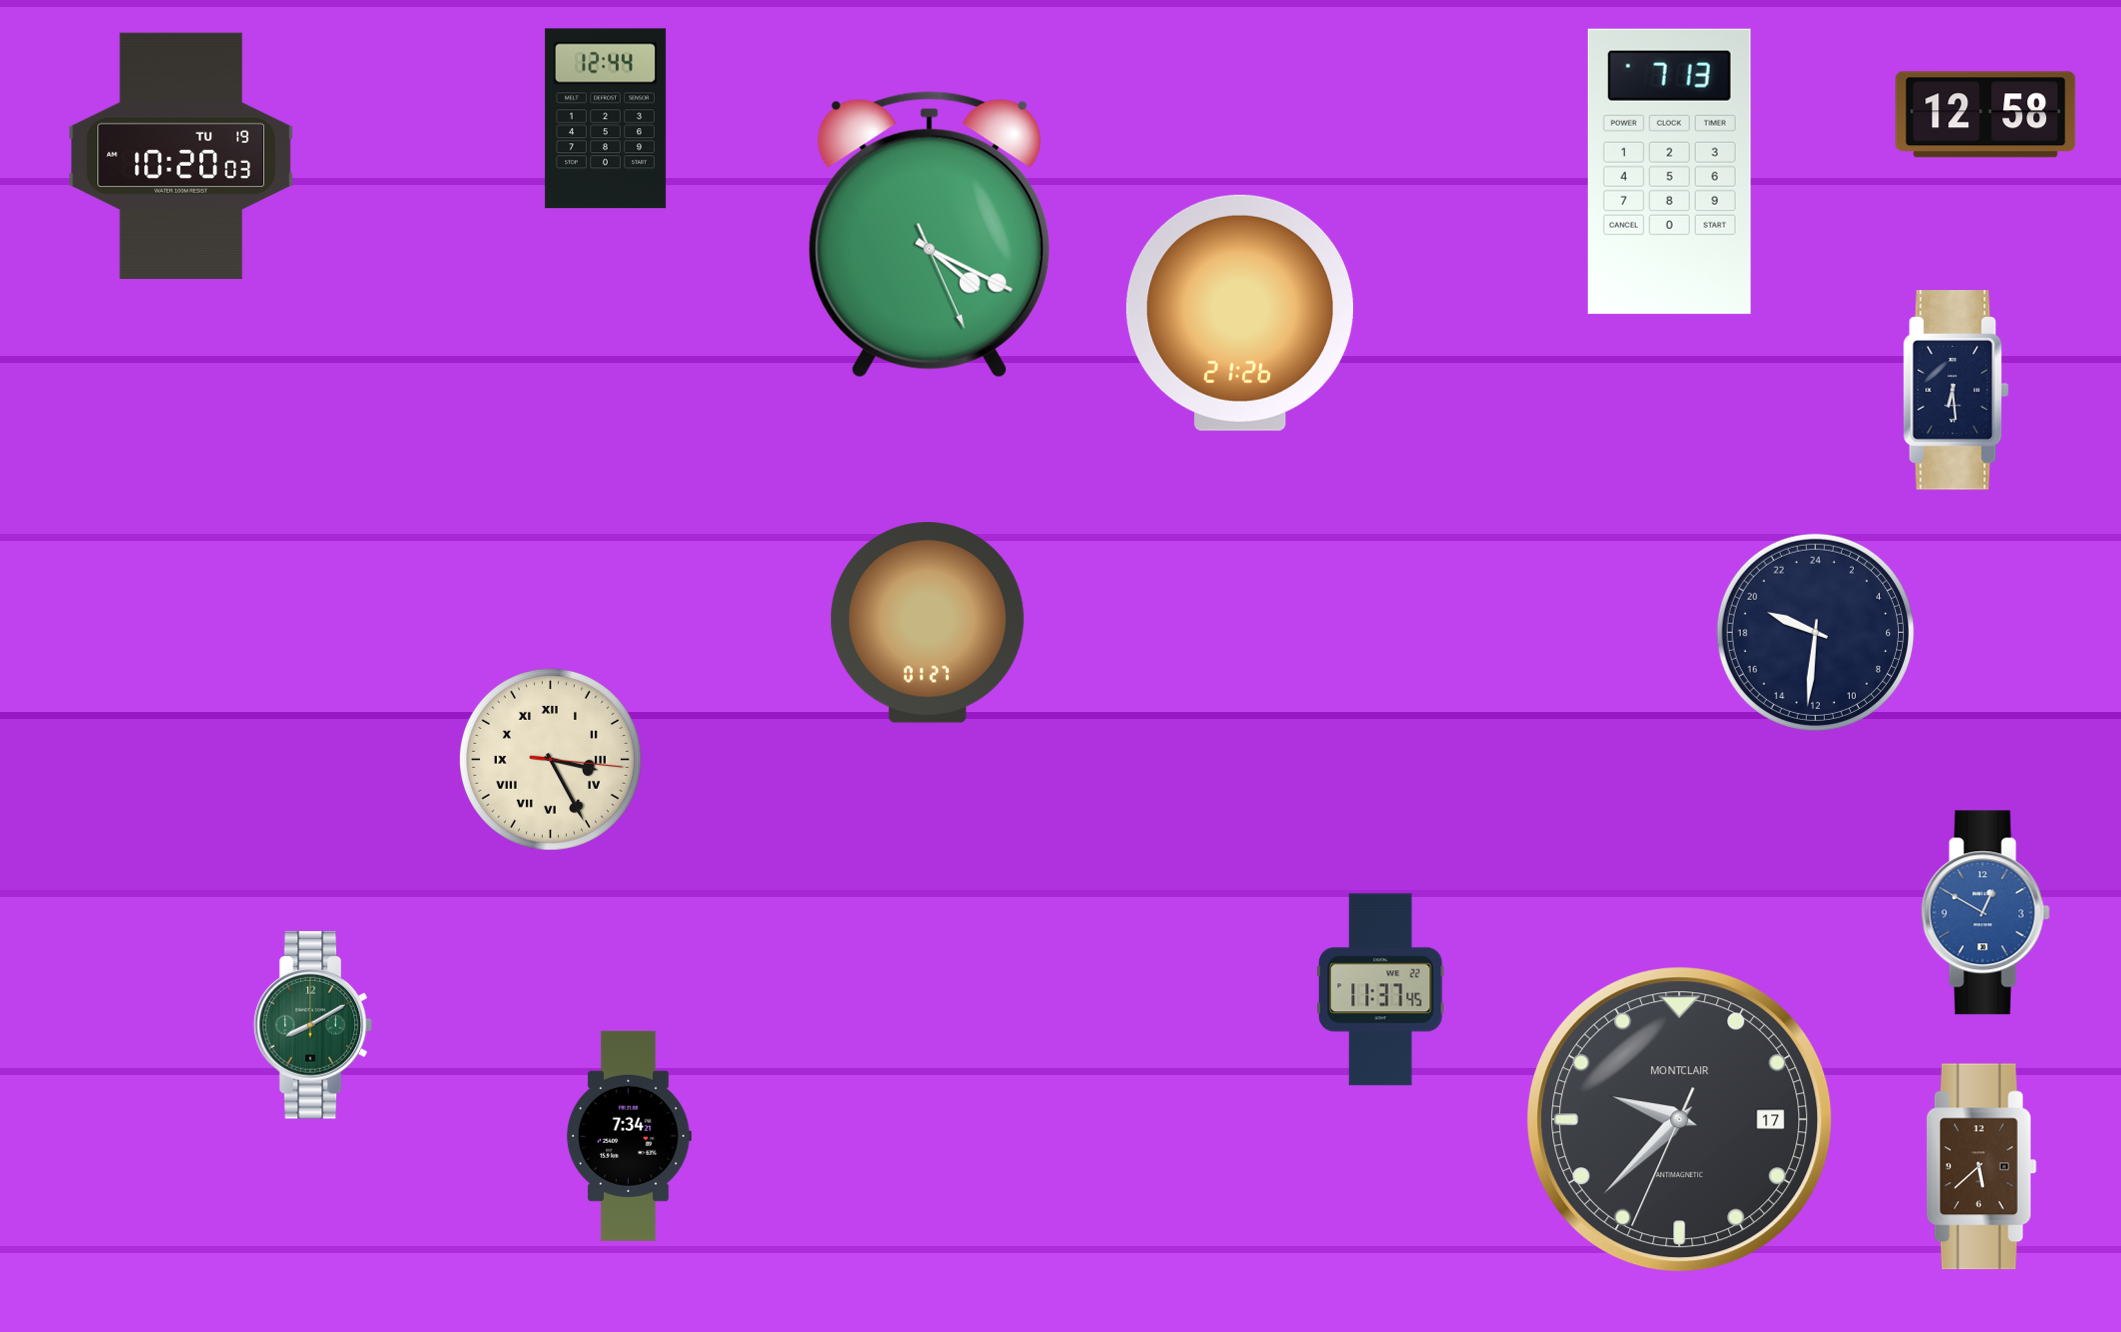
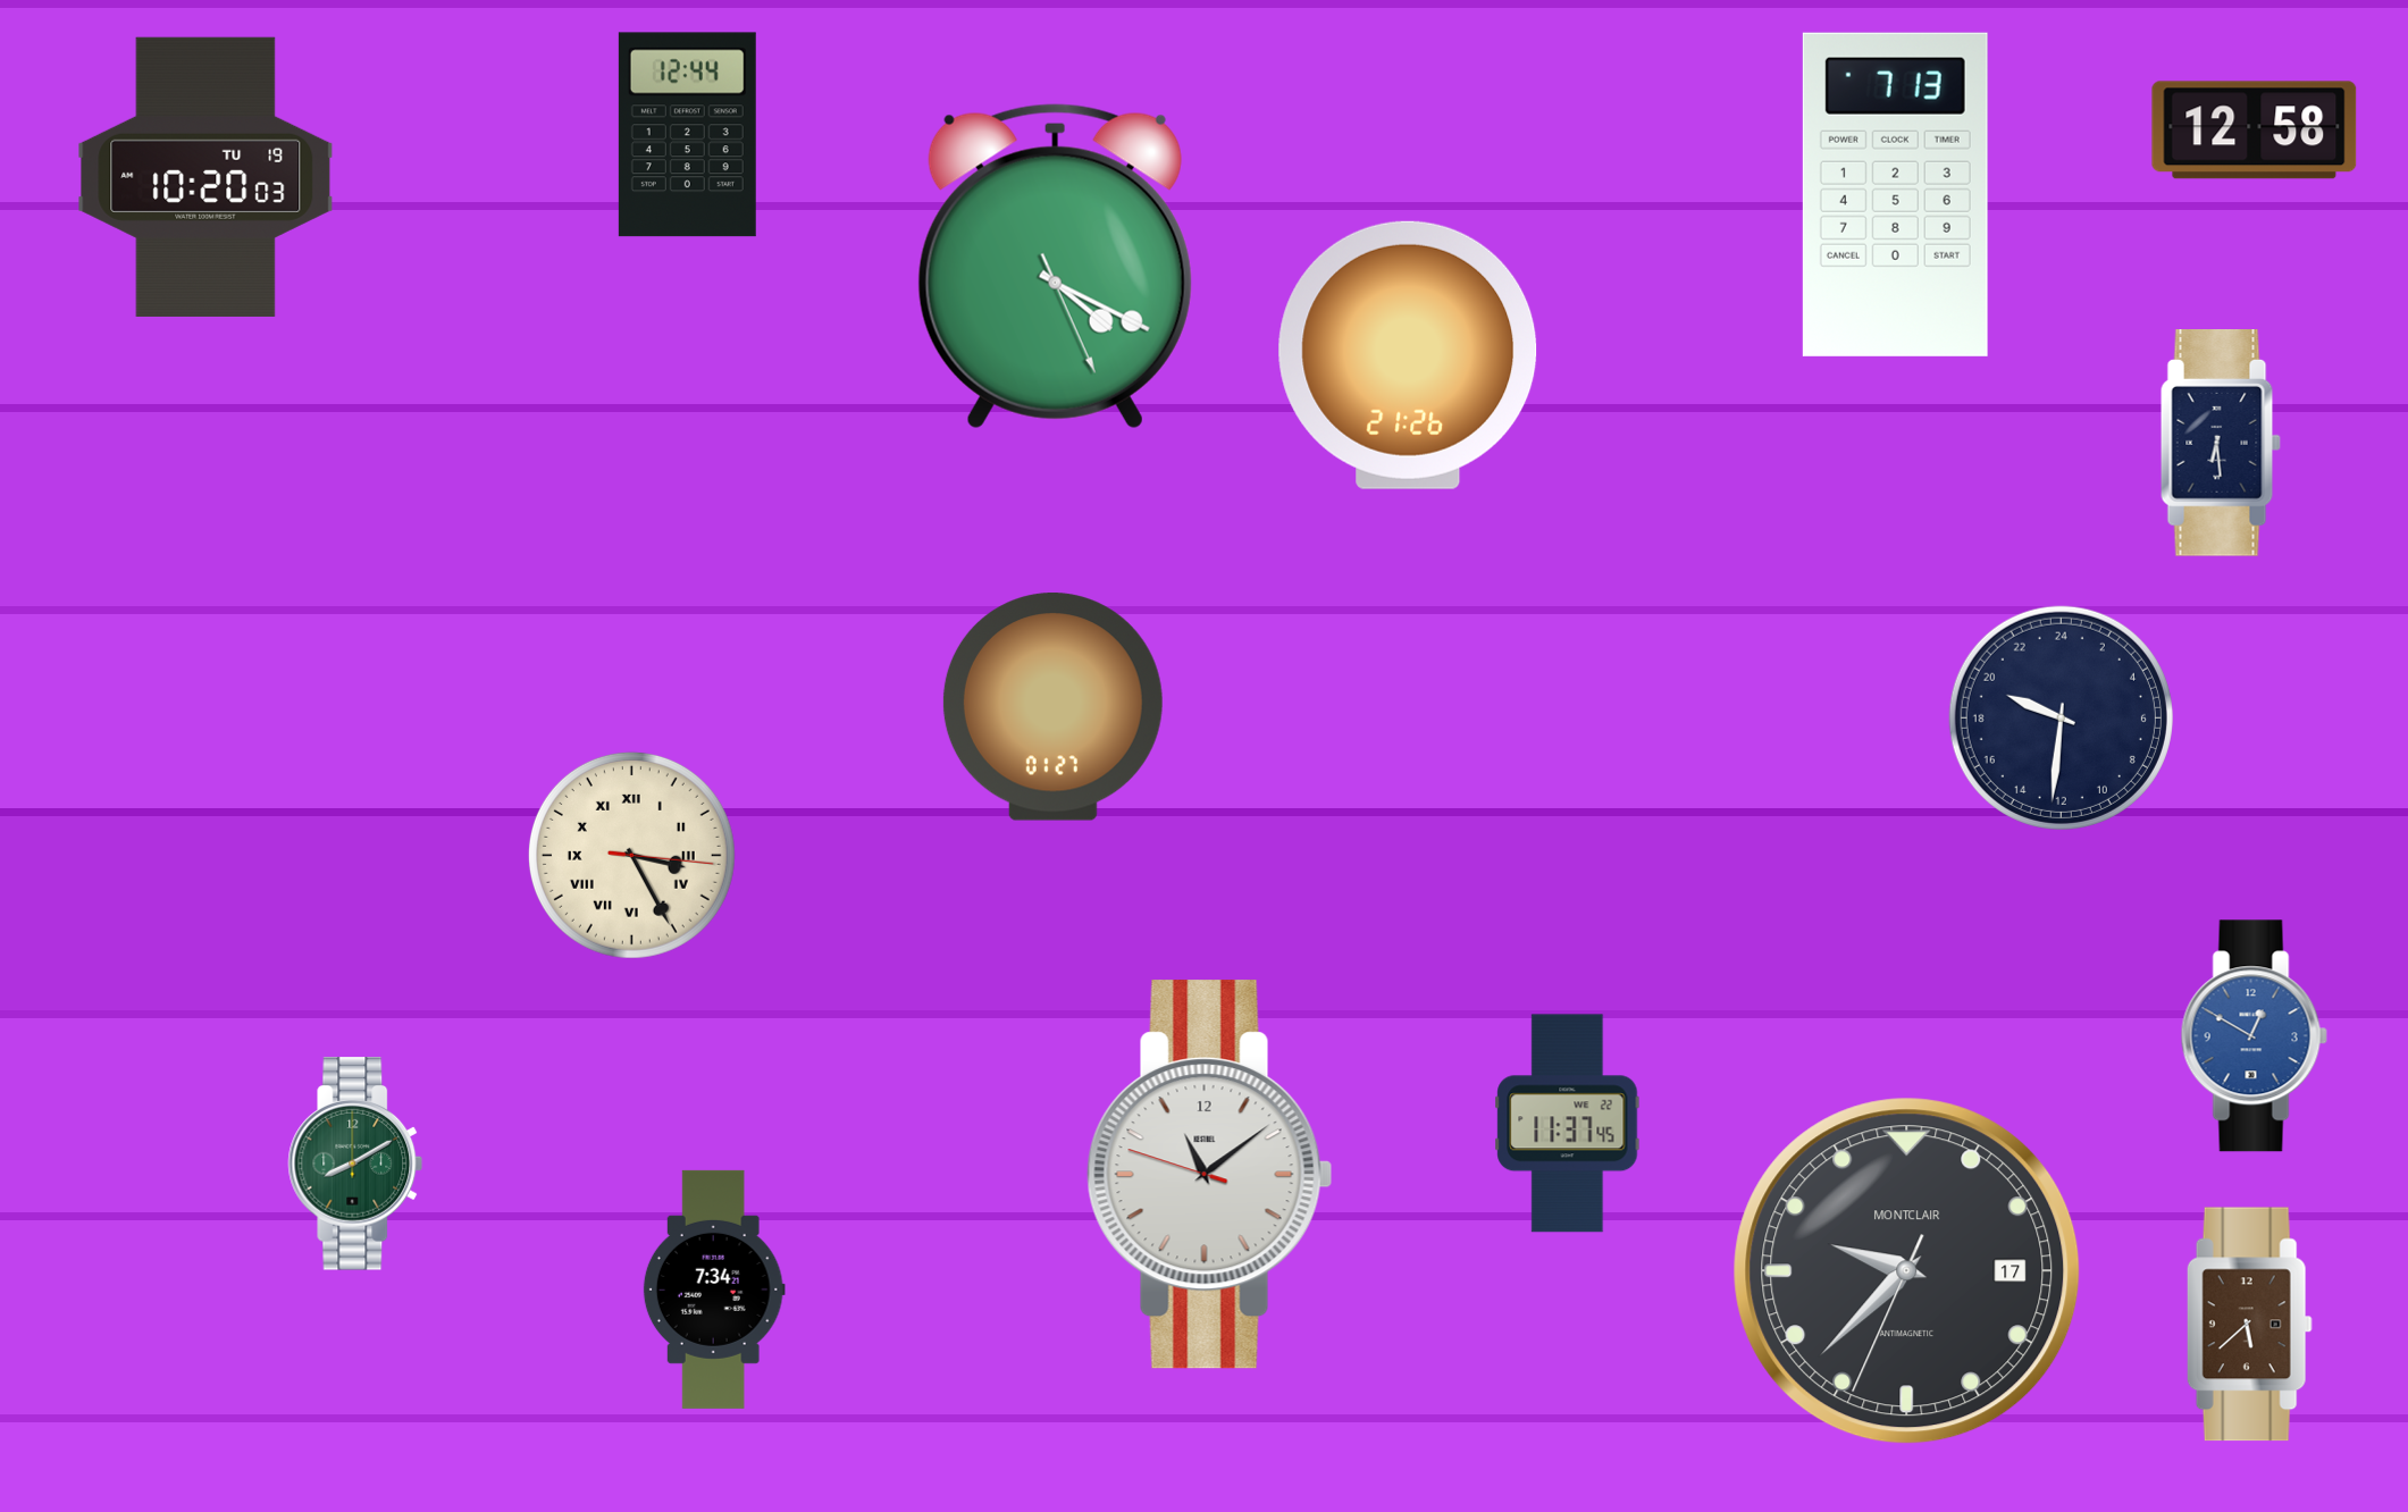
clock at (550, 759) position: (550, 759) -> (631, 855)
clock at (1210, 1175): none -> 11:08
